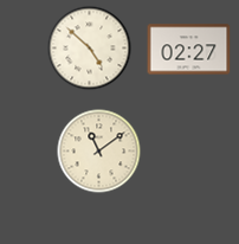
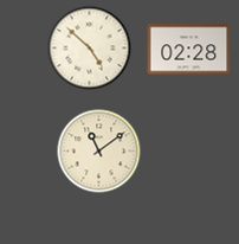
clock at (189, 50): 02:27 -> 02:28
